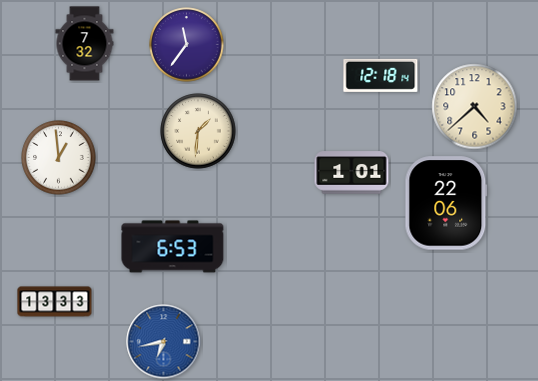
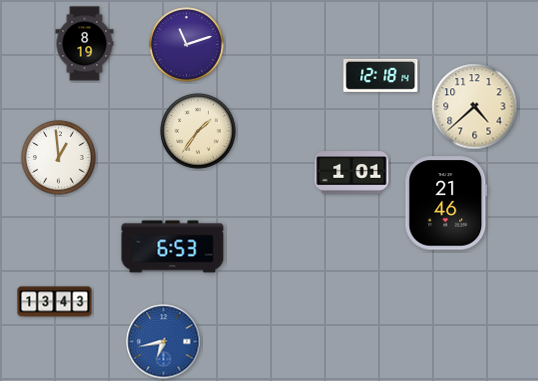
clock at (85, 44): 7:32 -> 8:19
clock at (187, 45): 11:36 -> 11:12
clock at (198, 131): 1:31 -> 1:36
clock at (446, 203): 22:06 -> 21:46
clock at (55, 302): 13:33 -> 13:43
